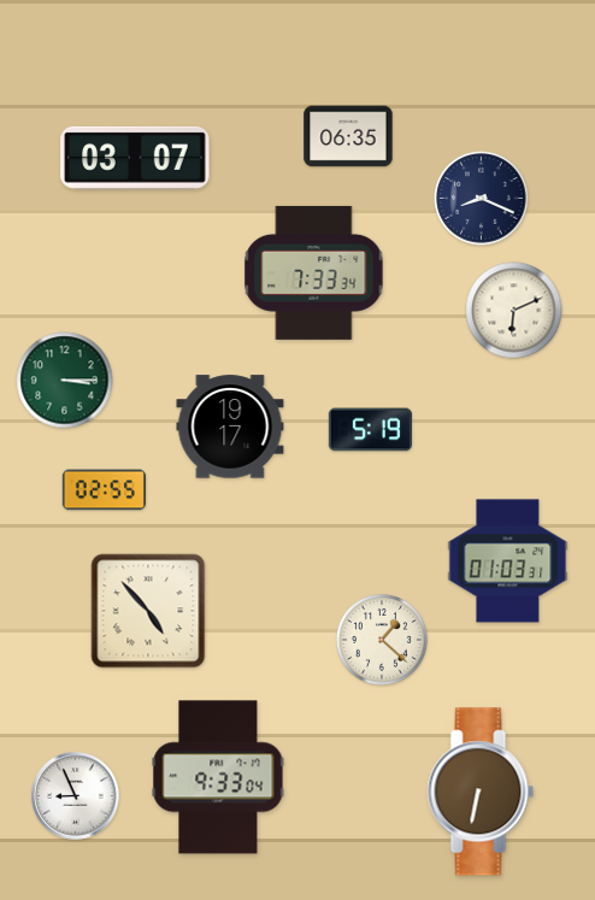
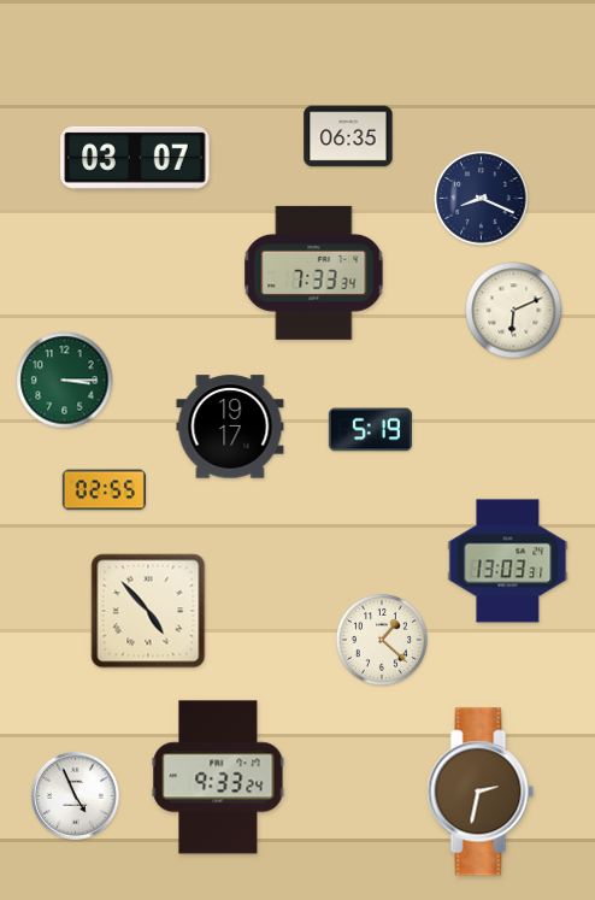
clock at (508, 561): 01:03 -> 13:03
clock at (218, 777): 9:33:04 -> 9:33:24
clock at (481, 792): 6:32 -> 2:32
clock at (76, 796): 8:56 -> 4:56
